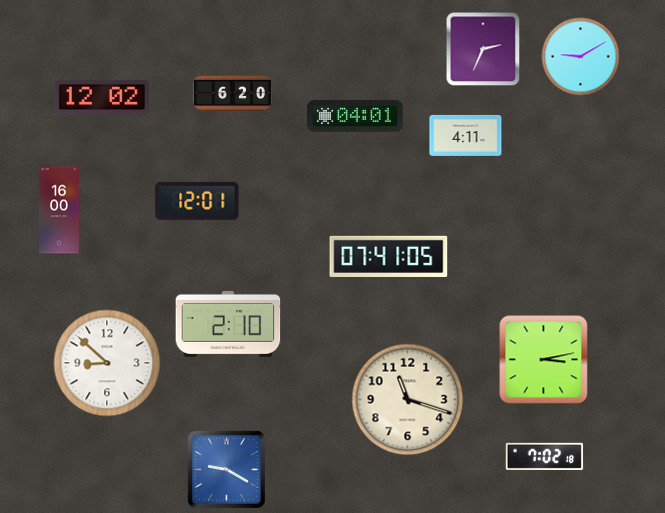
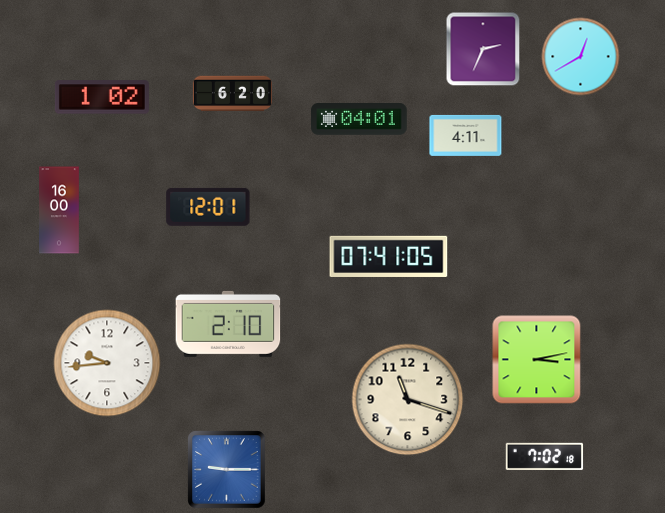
clock at (581, 57): 9:10 -> 12:40
clock at (102, 97): 12:02 -> 1:02
clock at (355, 116) position: (355, 116) -> (359, 119)
clock at (197, 201) position: (197, 201) -> (208, 207)
clock at (544, 360) position: (544, 360) -> (537, 360)
clock at (107, 363): 8:52 -> 9:44
clock at (227, 470): 9:20 -> 9:15
